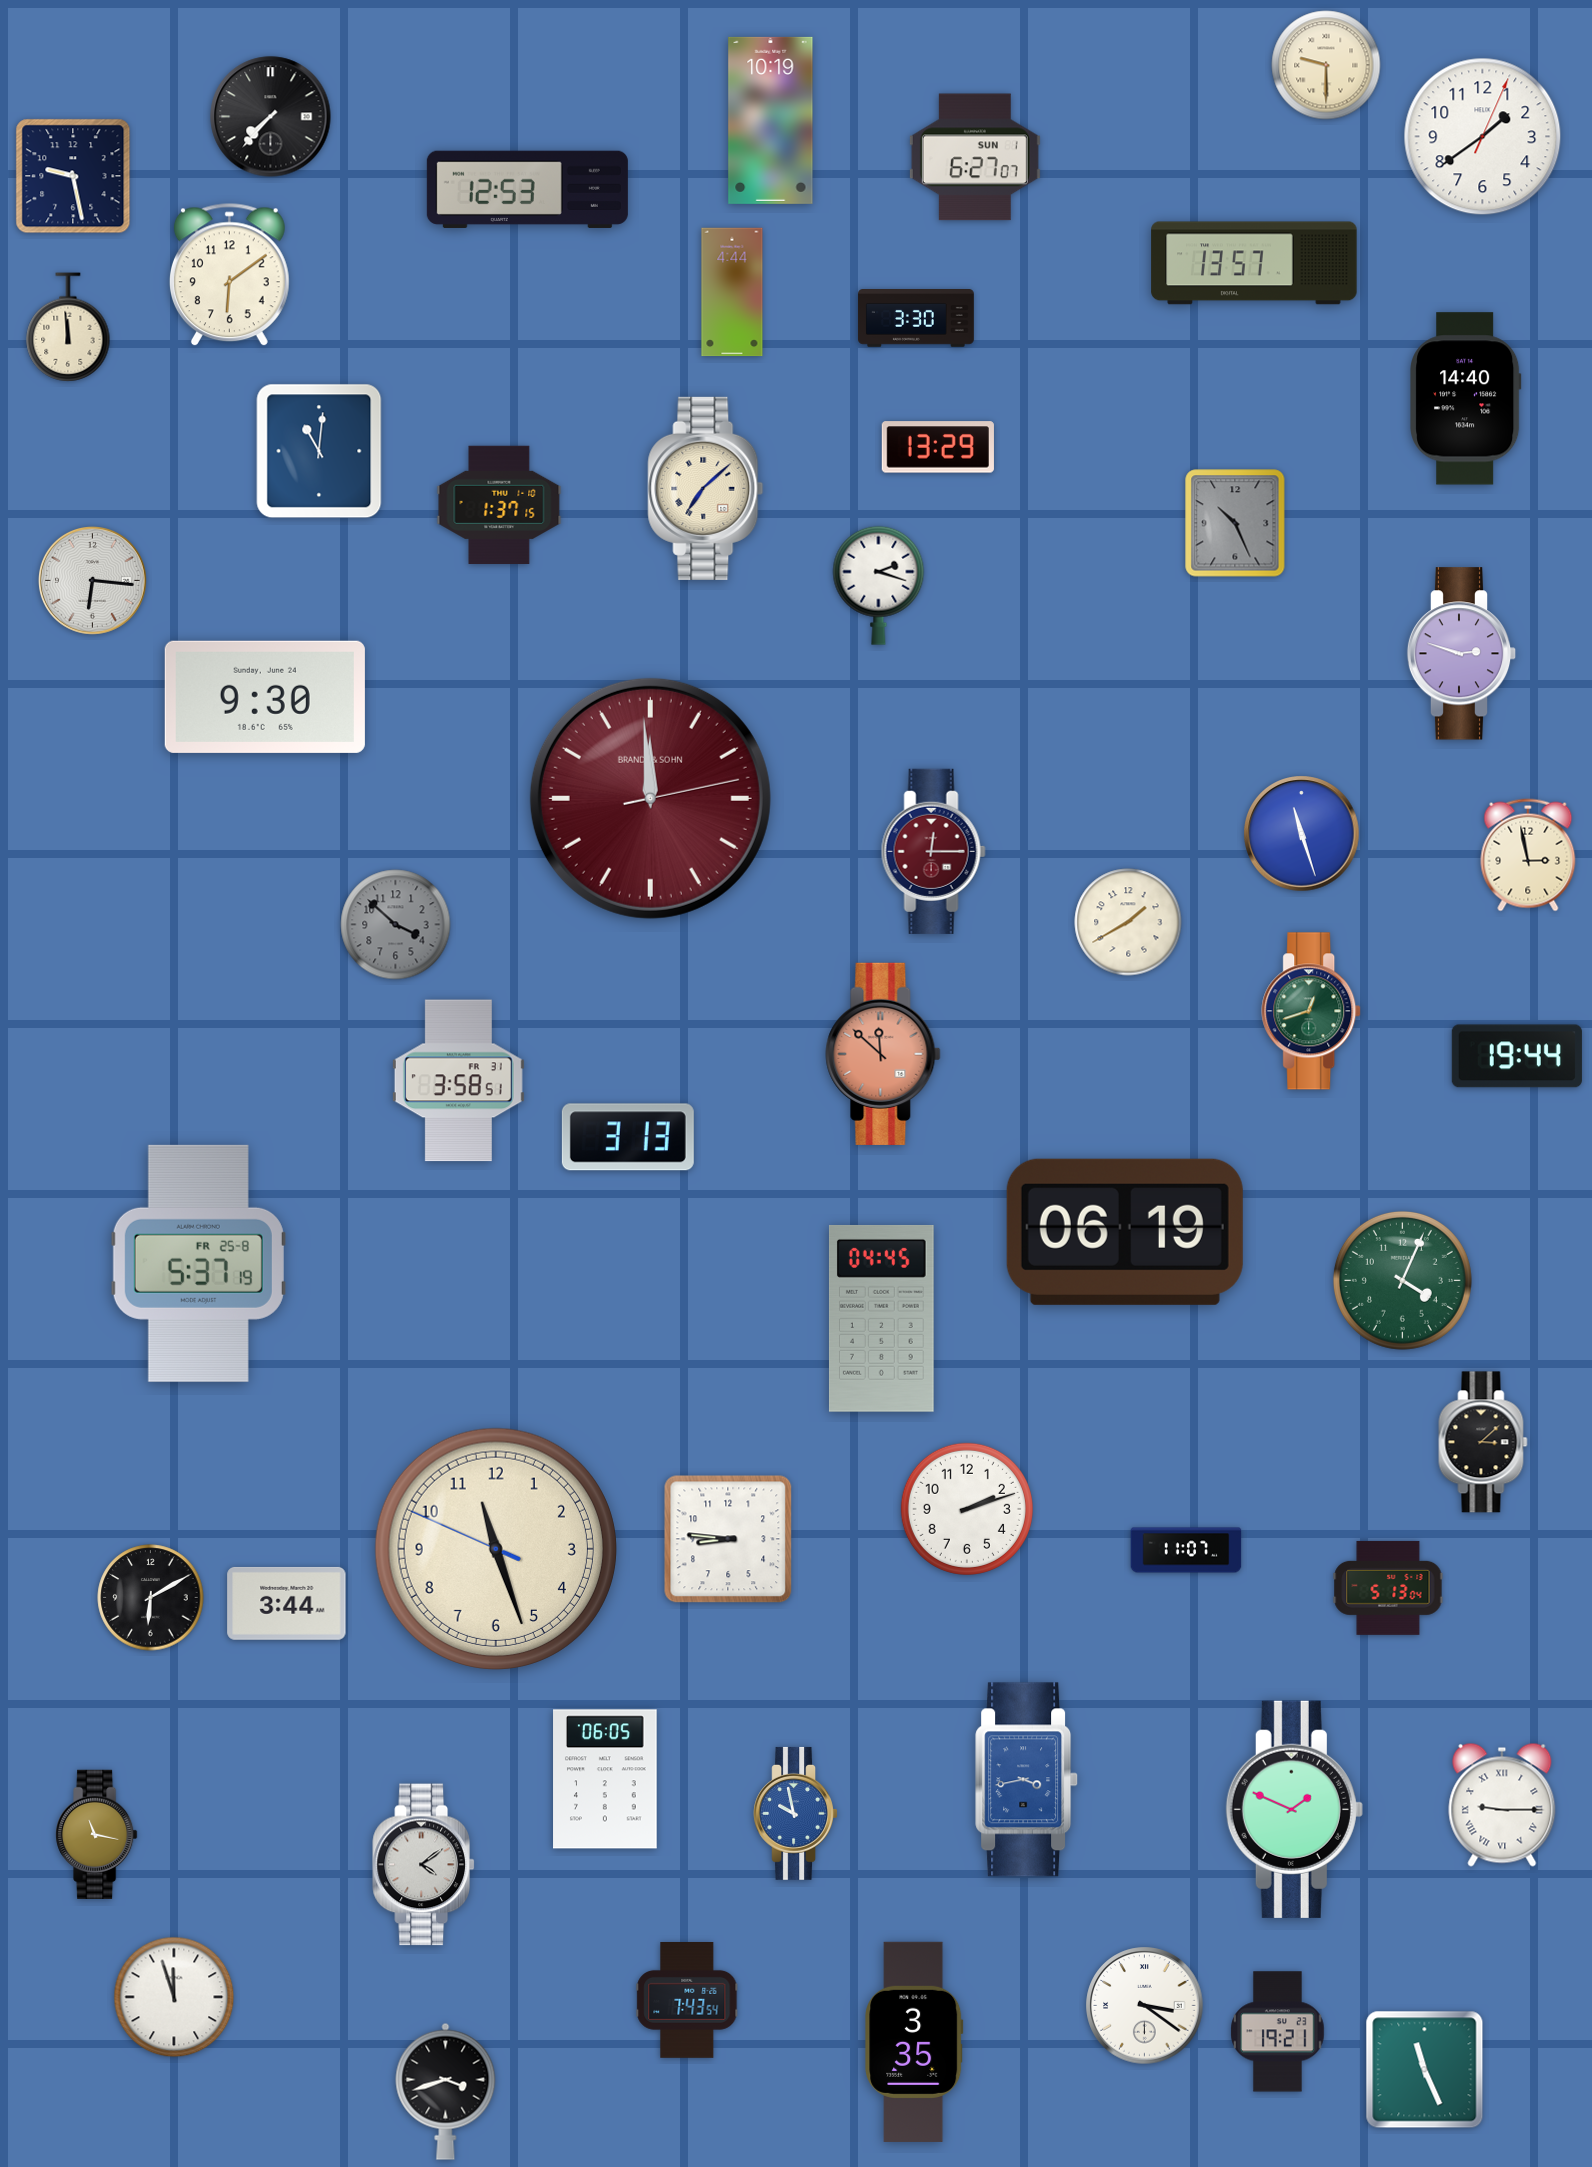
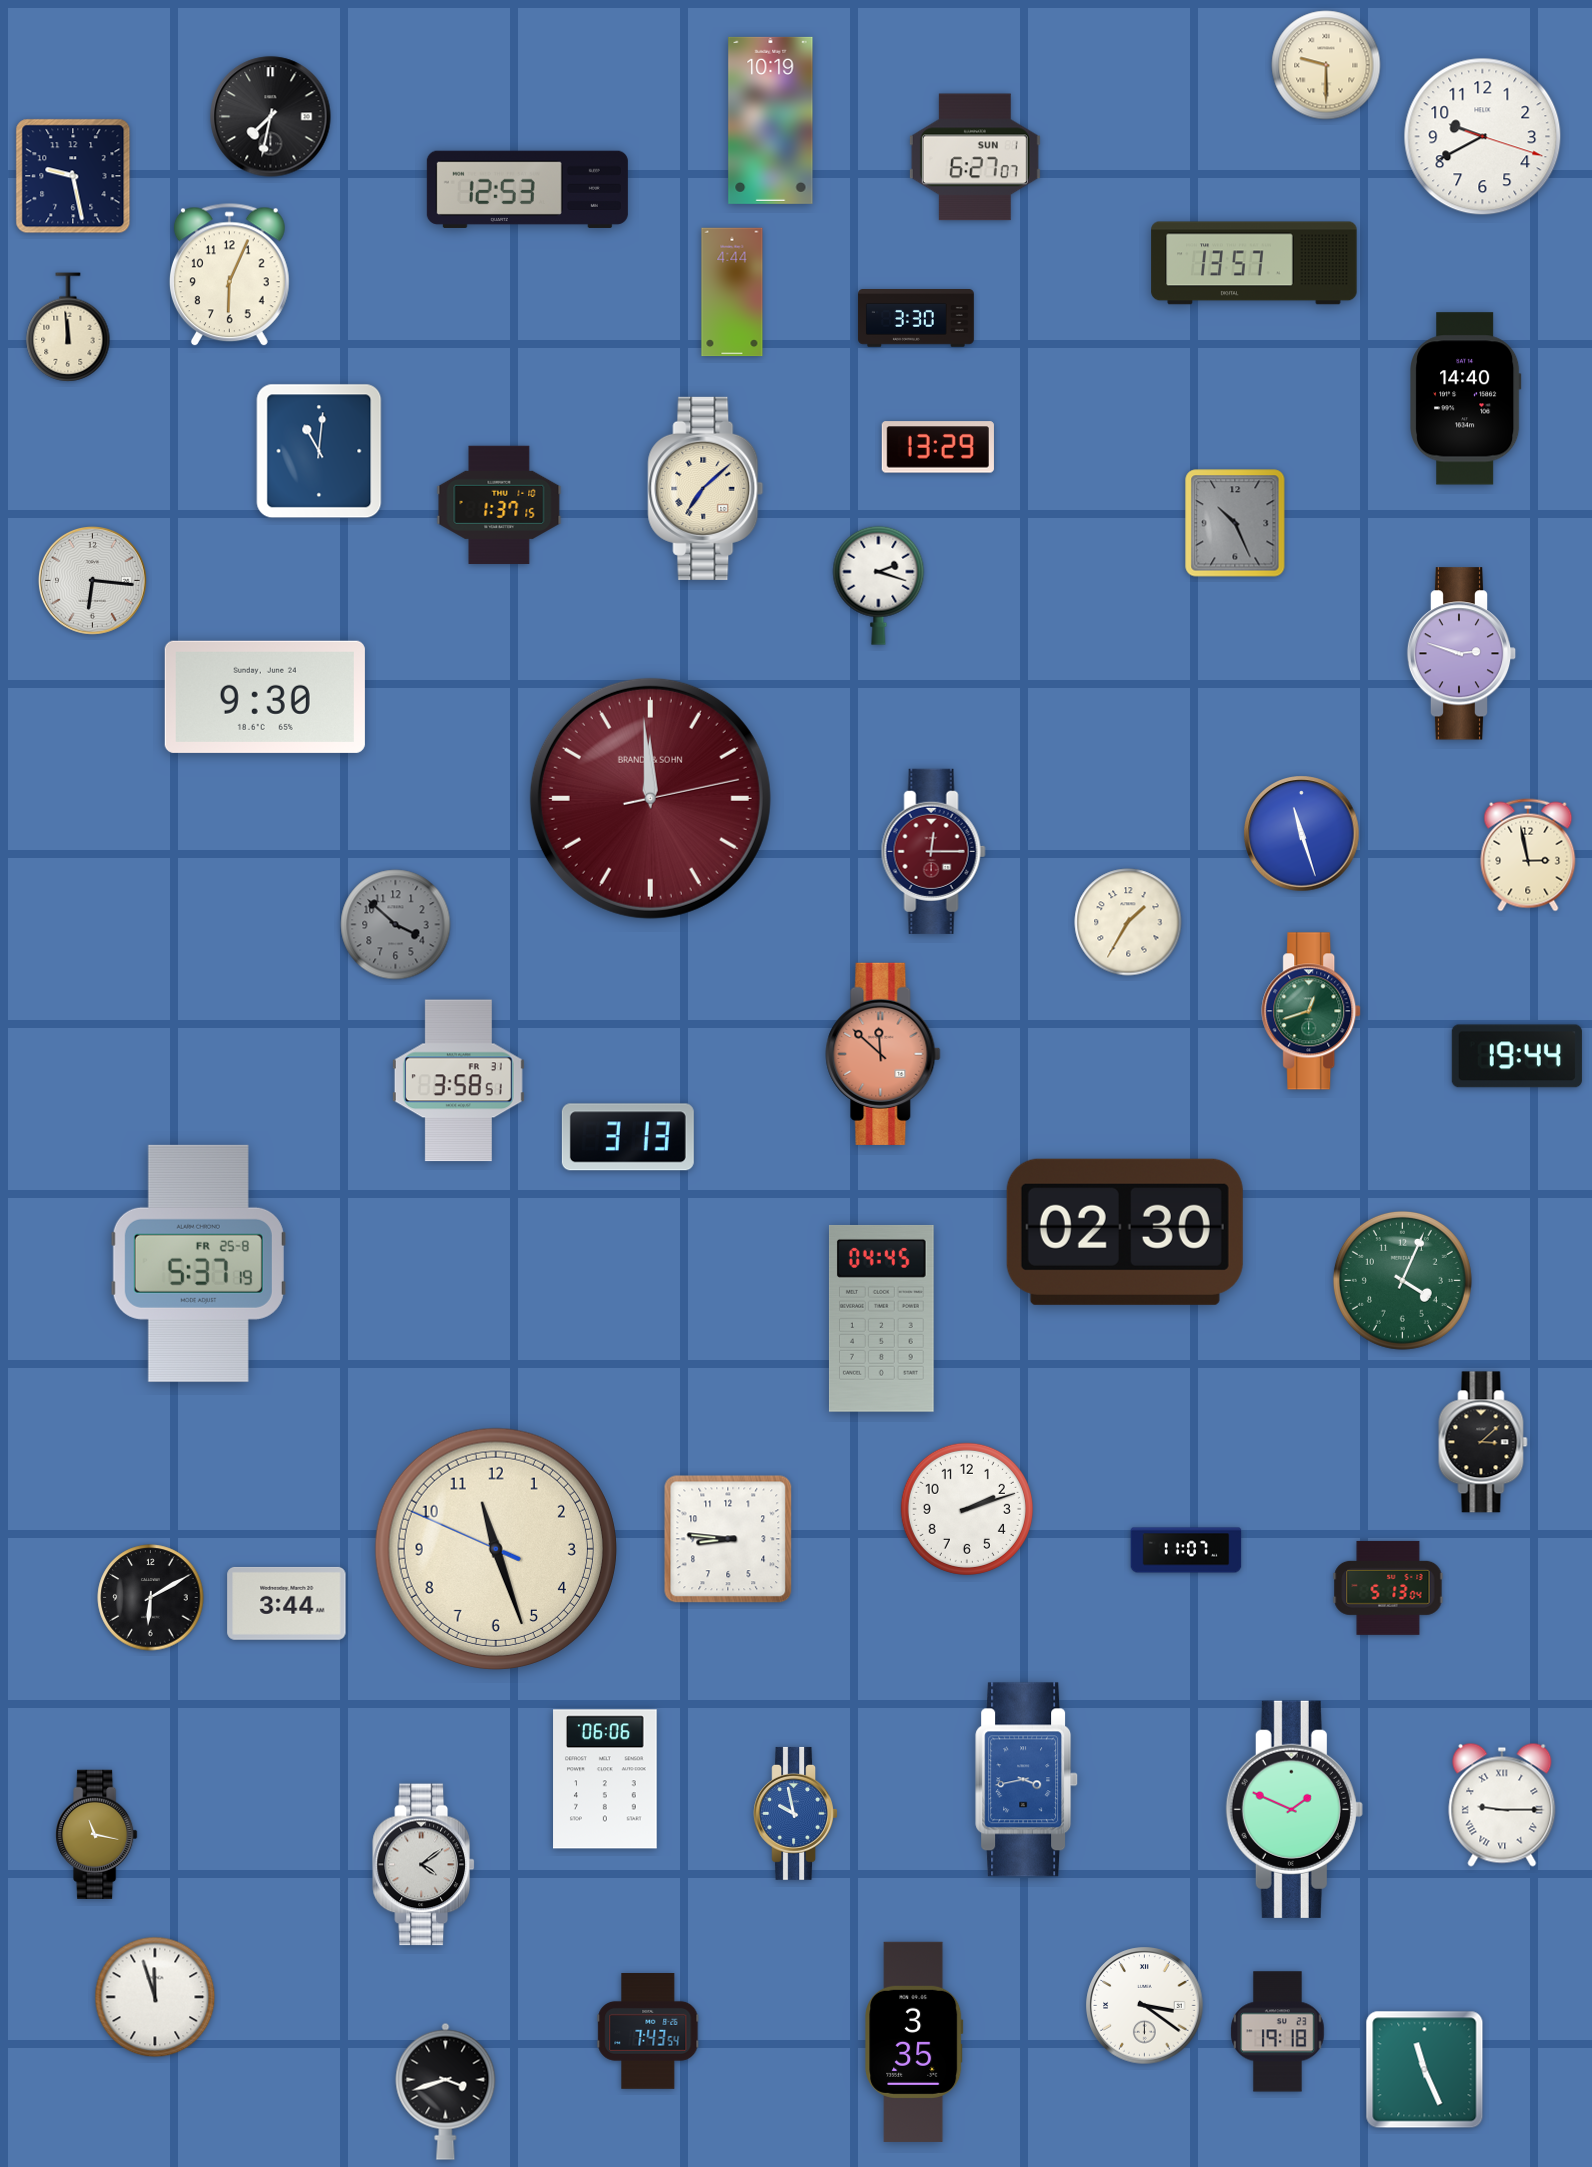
clock at (271, 117): 7:37 -> 7:32
clock at (1483, 137): 1:39 -> 9:40
clock at (229, 275): 6:09 -> 6:04
clock at (1128, 922): 1:40 -> 1:35
clock at (1125, 1232): 06:19 -> 02:30
clock at (605, 1779): 06:05 -> 06:06
clock at (174, 1997) position: (174, 1997) -> (155, 1997)
clock at (687, 2001) position: (687, 2001) -> (648, 2032)
clock at (1278, 2032): 19:21 -> 19:18
